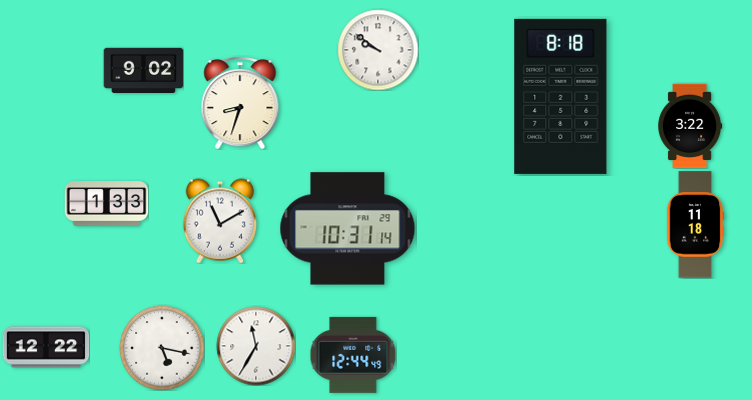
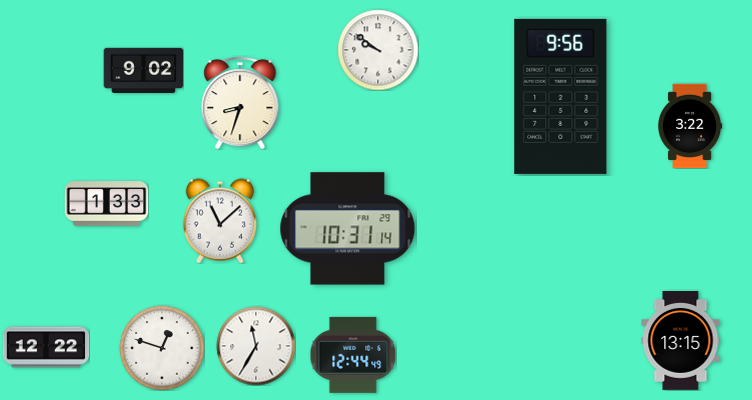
clock at (561, 96): 8:18 -> 9:56
clock at (220, 221): 11:10 -> 11:08
clock at (695, 225): 11:18 -> none
clock at (681, 341): none -> 13:15
clock at (162, 348): 5:17 -> 12:48
